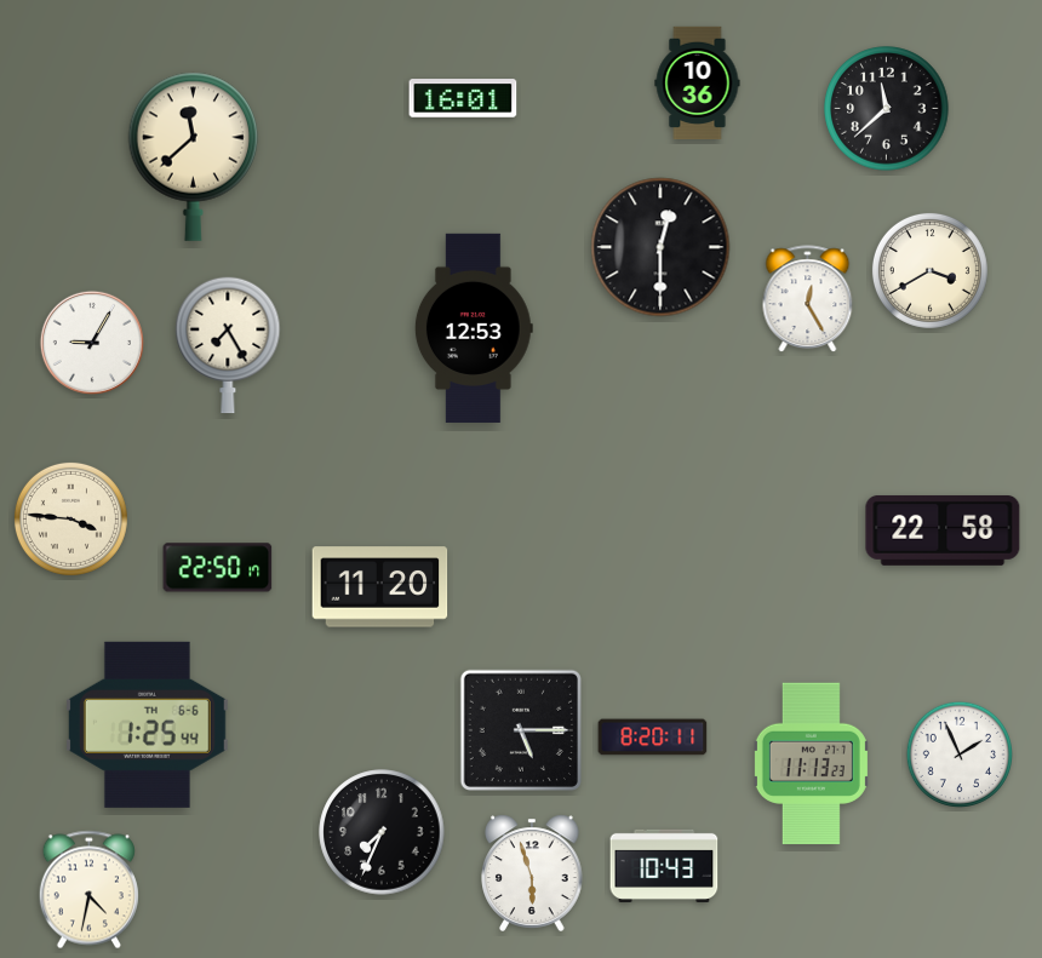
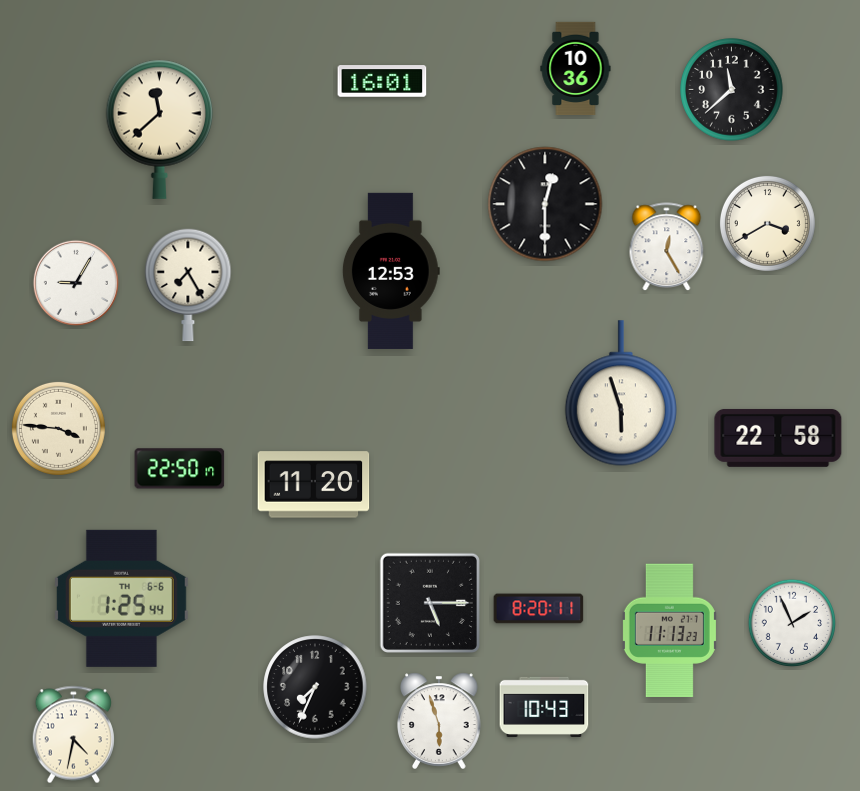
clock at (621, 393): none -> 5:57
clock at (664, 866) position: (664, 866) -> (544, 707)
